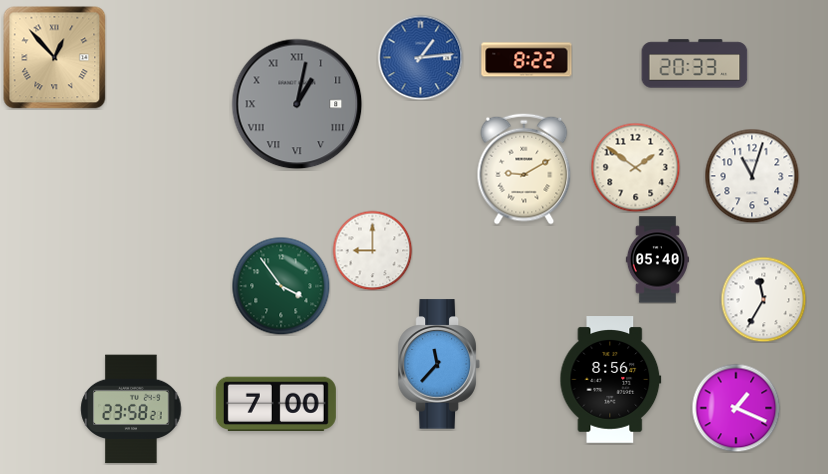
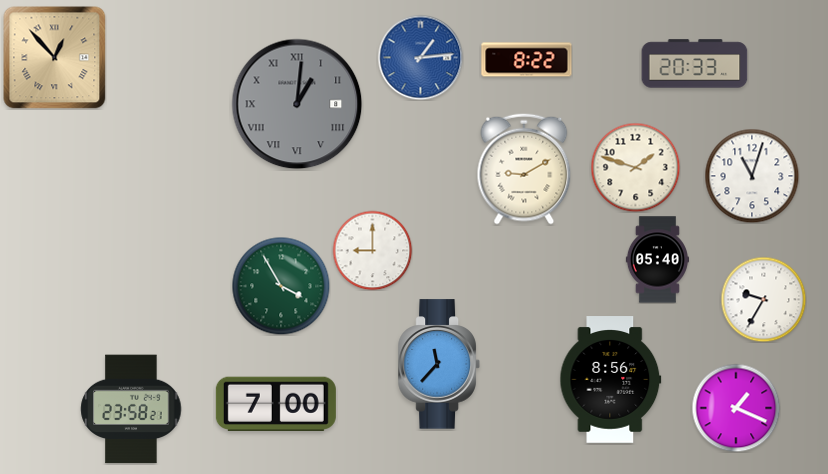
clock at (297, 104): 1:02 -> 1:01
clock at (635, 167): 1:51 -> 1:48
clock at (281, 286): 3:54 -> 3:55
clock at (763, 299): 11:35 -> 9:35
